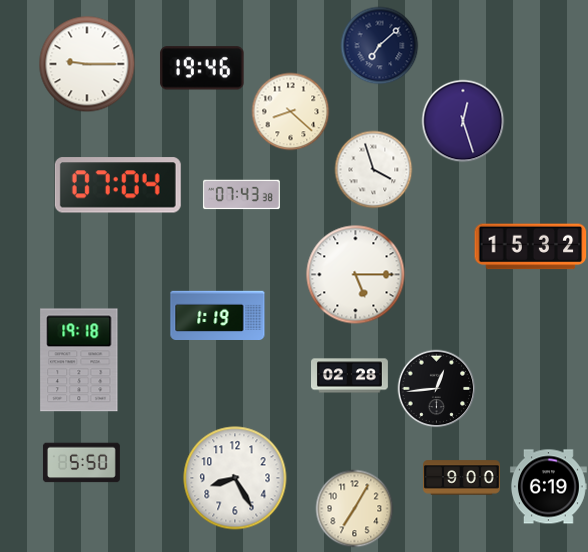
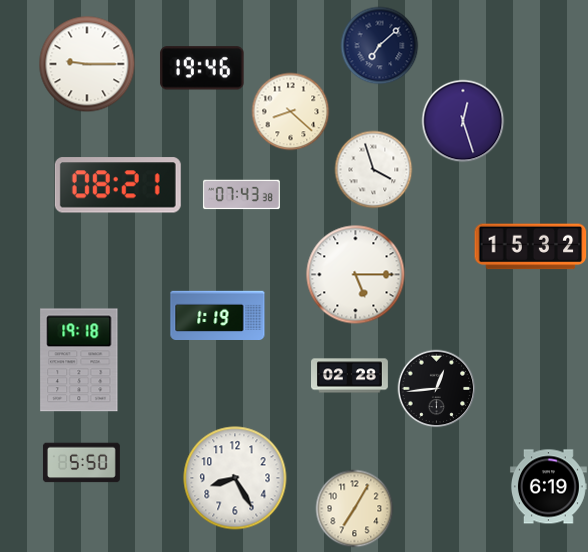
clock at (118, 185): 07:04 -> 08:21
clock at (462, 478): 9:00 -> none
